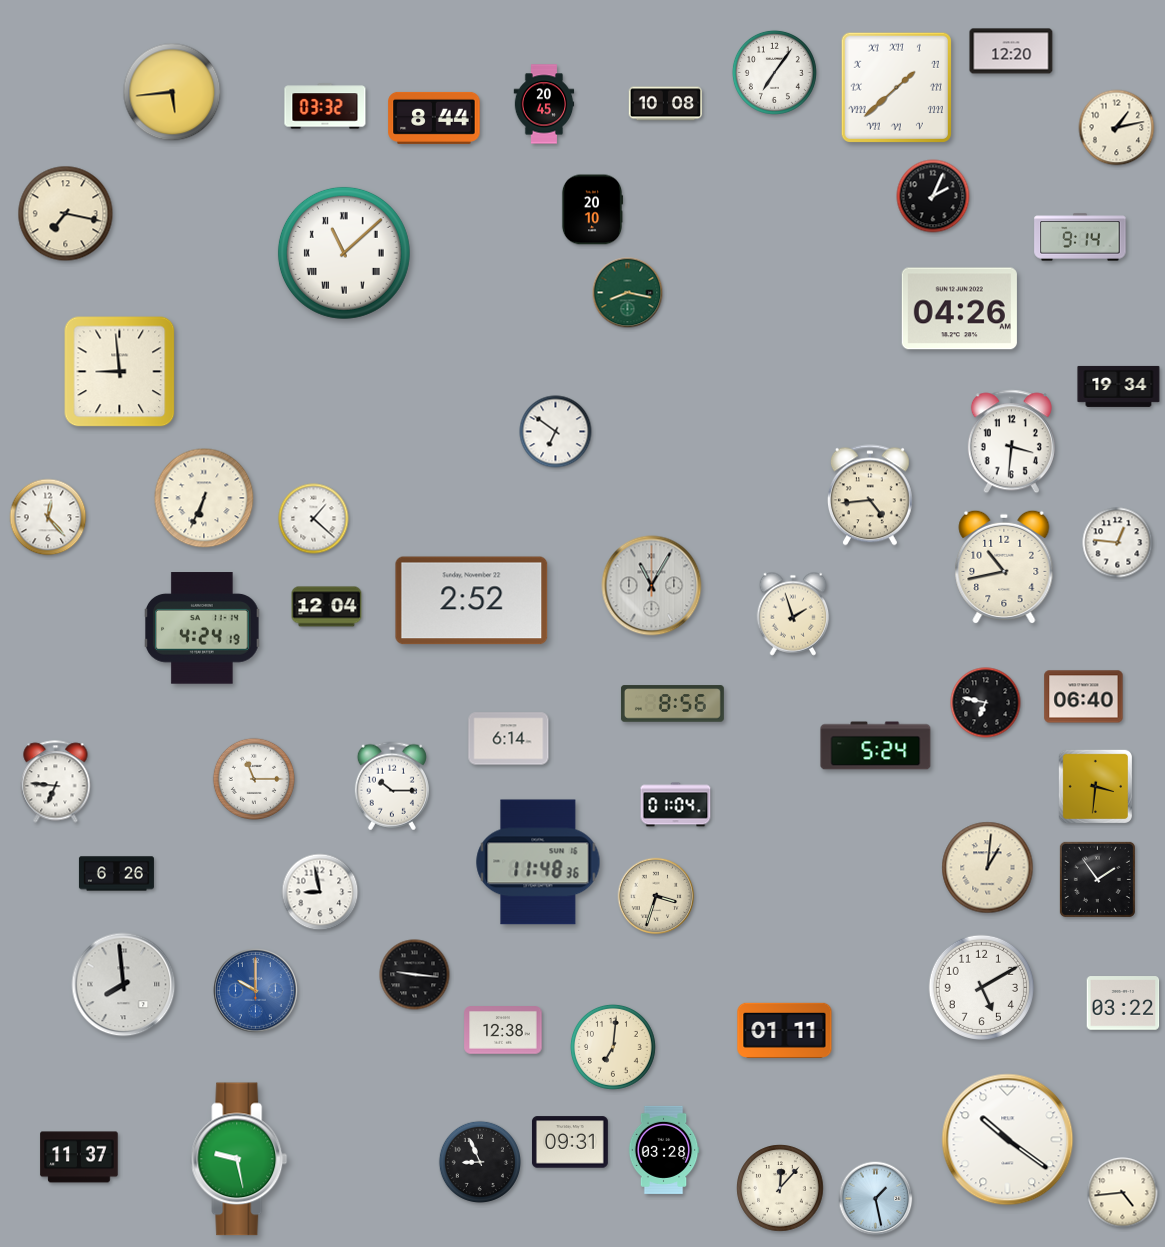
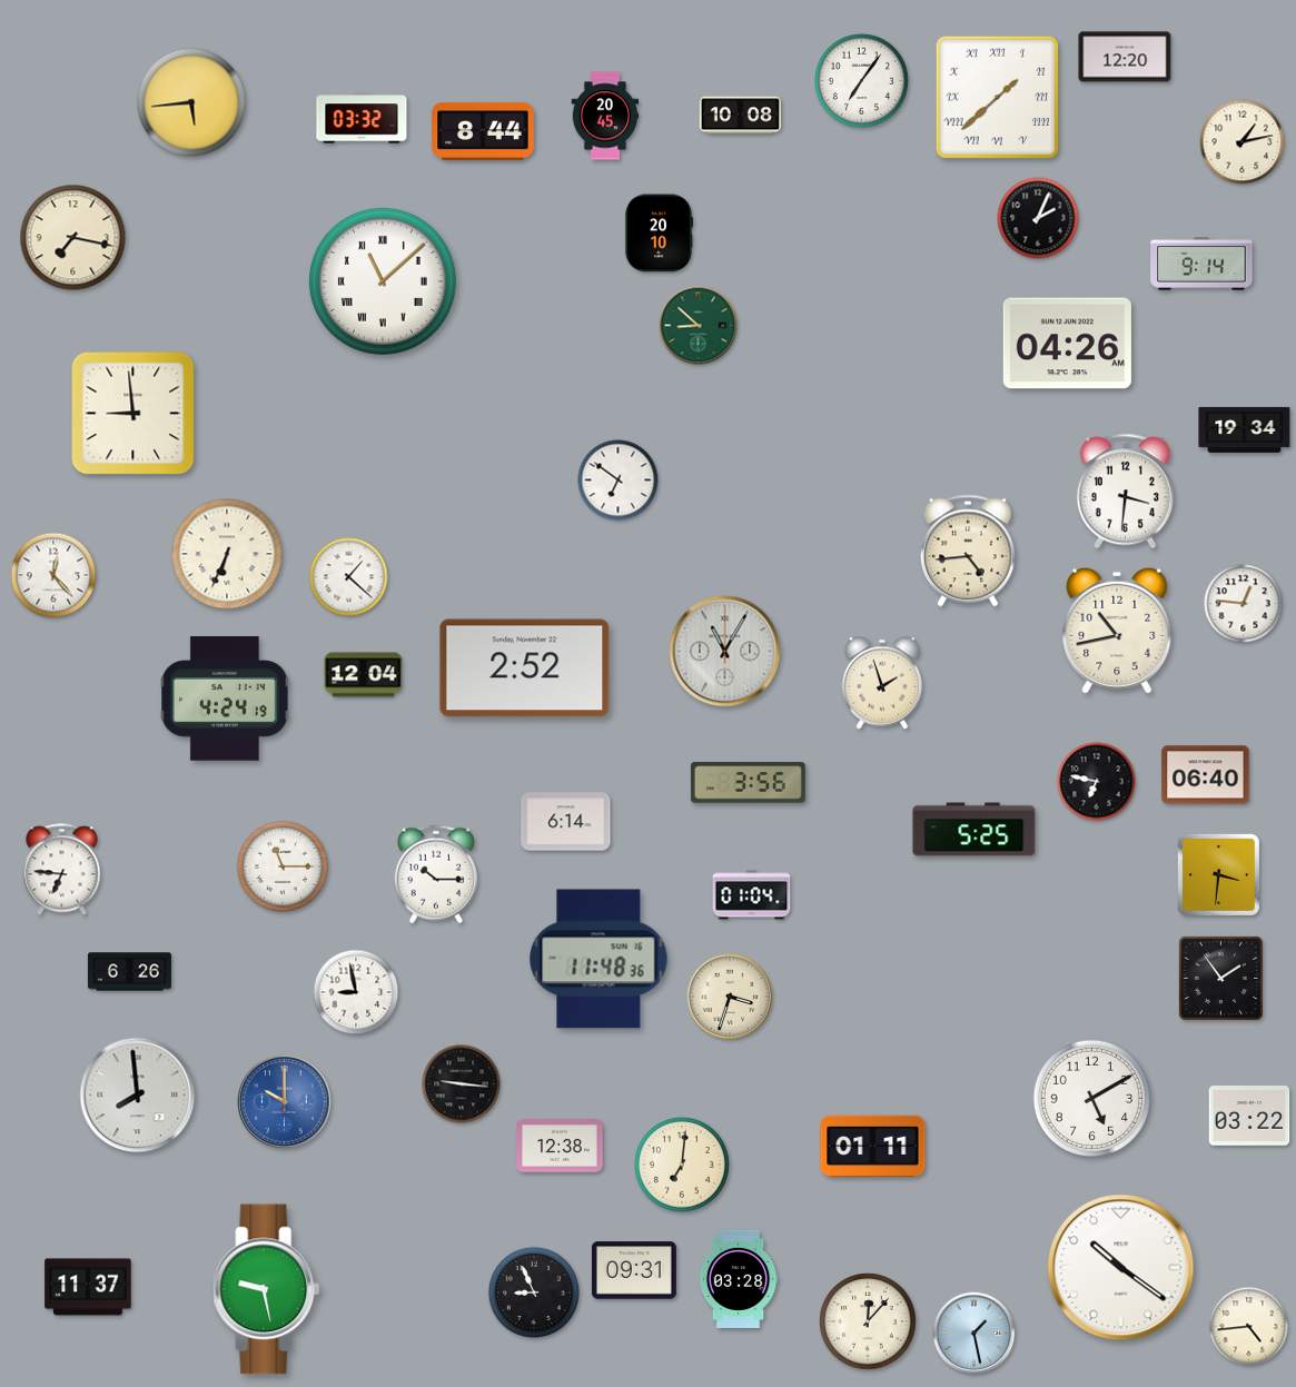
clock at (628, 293): 8:17 -> 8:52
clock at (672, 704): 8:56 -> 3:56
clock at (876, 746): 5:24 -> 5:25
clock at (988, 868): 1:01 -> none
